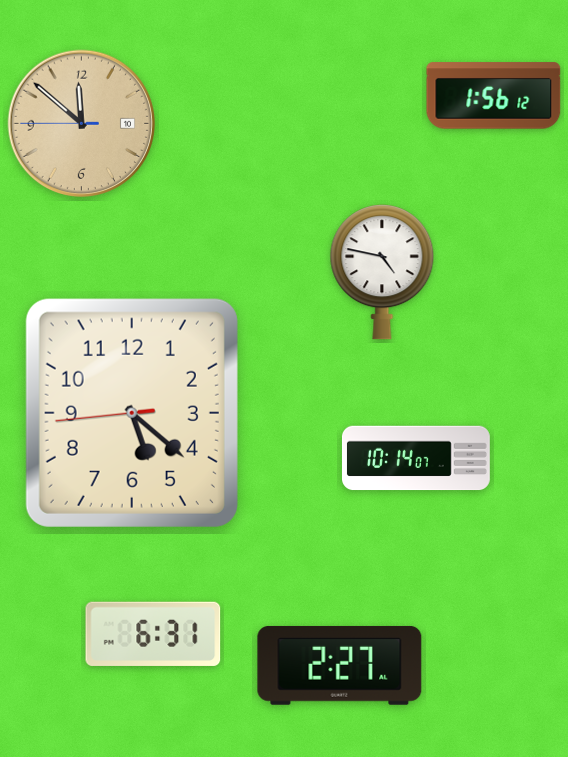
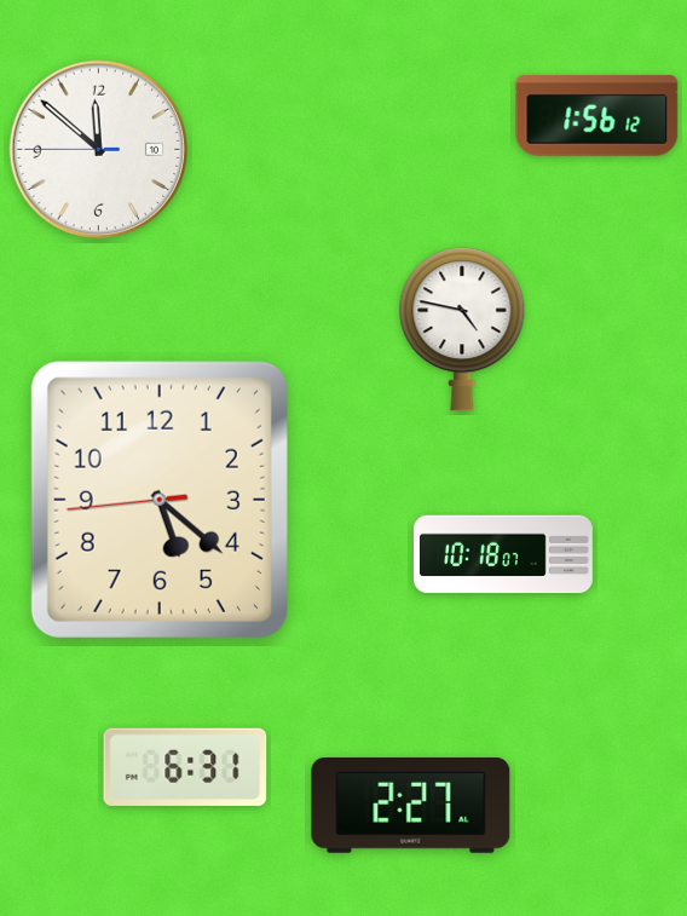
clock at (82, 124) dial: champagne -> white
clock at (416, 458): 10:14 -> 10:18
